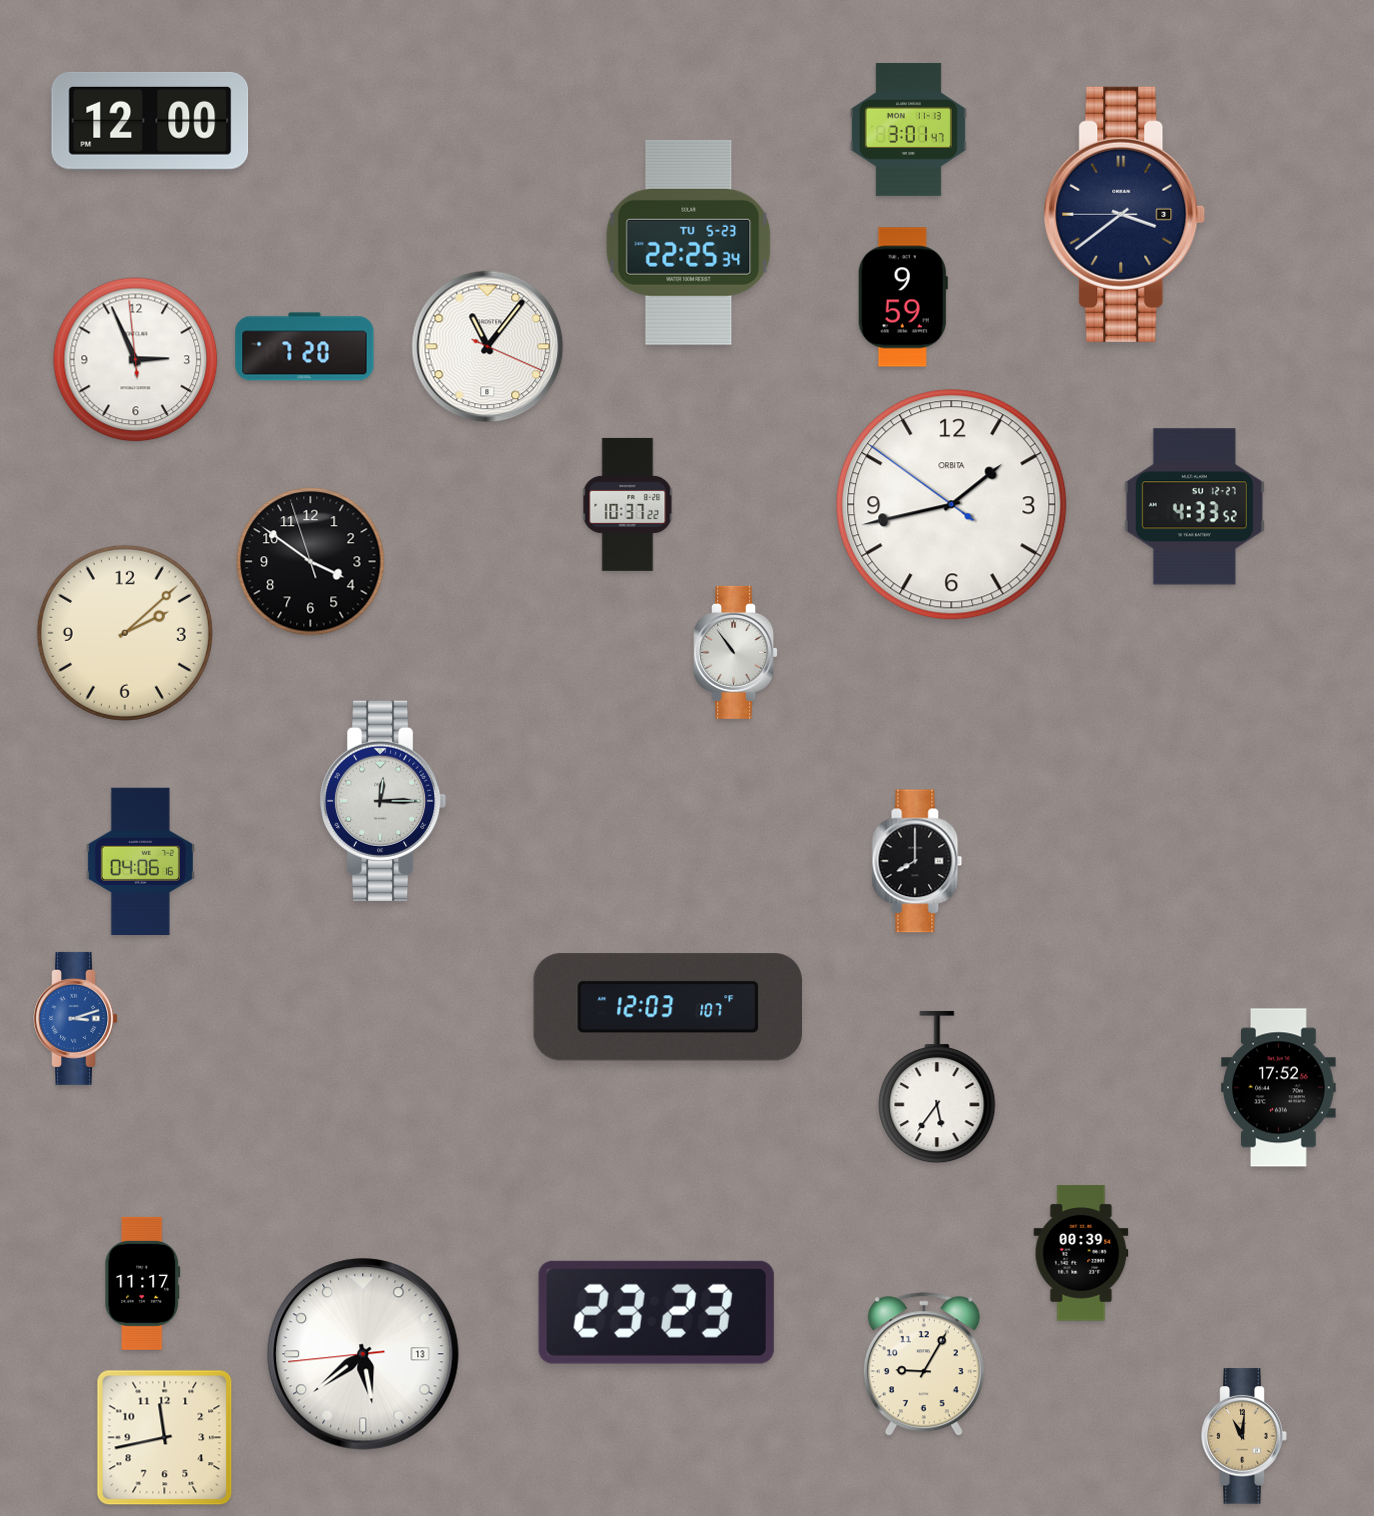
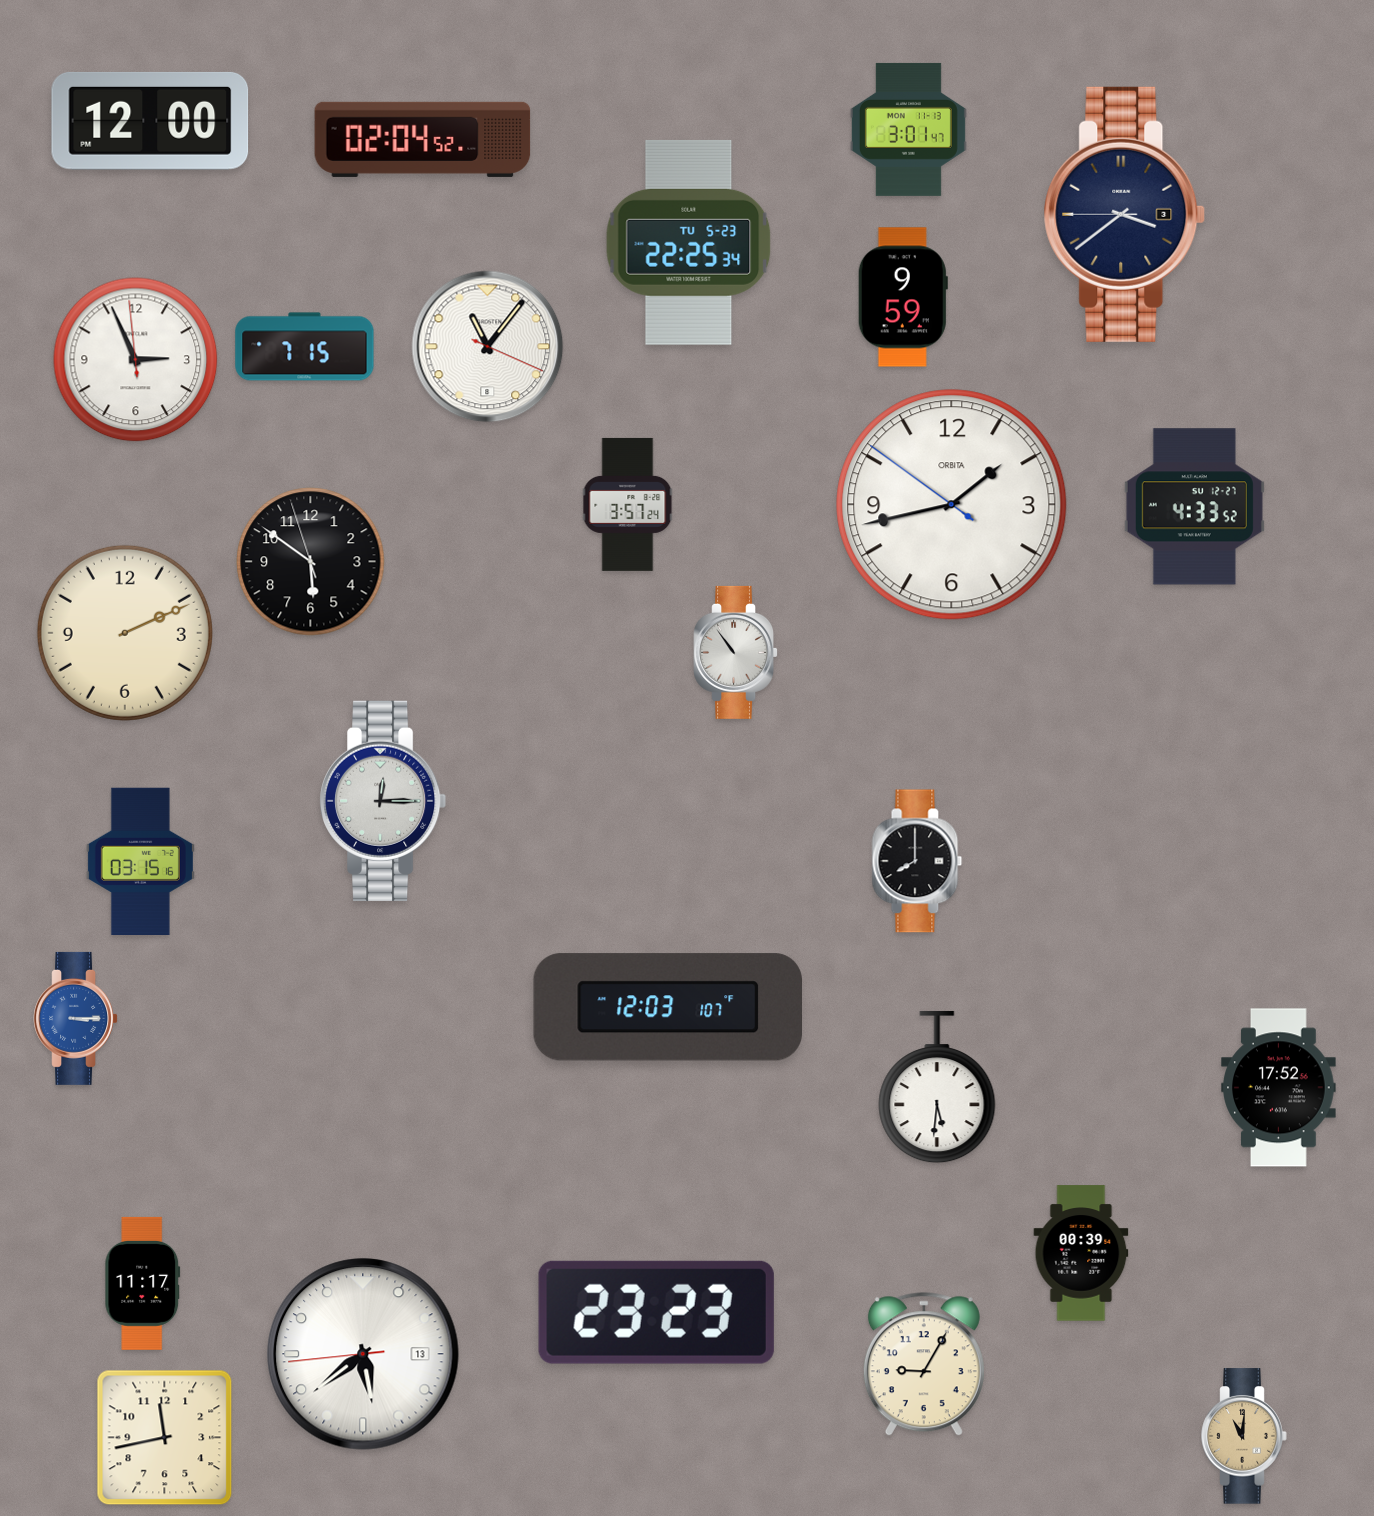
clock at (423, 139): none -> 02:04
clock at (305, 347): 7:20 -> 7:15
clock at (628, 504): 10:37 -> 3:57
clock at (311, 562): 3:50 -> 5:50
clock at (125, 633): 2:08 -> 2:11
clock at (140, 861): 04:06 -> 03:15
clock at (76, 1018): 3:12 -> 3:15
clock at (937, 1087): 5:36 -> 5:31
